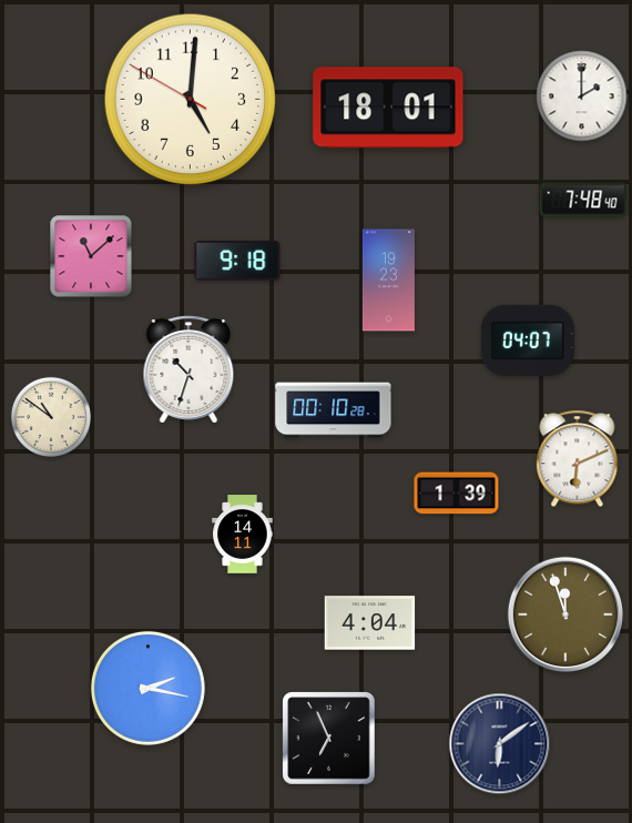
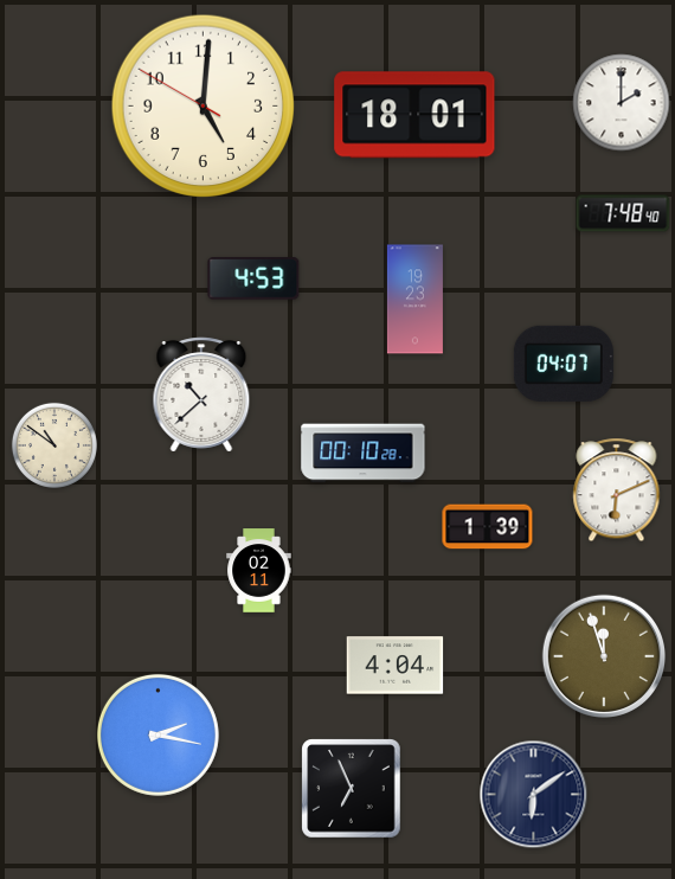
clock at (91, 256): 11:08 -> none
clock at (237, 262): 9:18 -> 4:53
clock at (188, 369): 10:33 -> 10:38
clock at (334, 410) position: (334, 410) -> (364, 454)
clock at (243, 535): 14:11 -> 02:11
